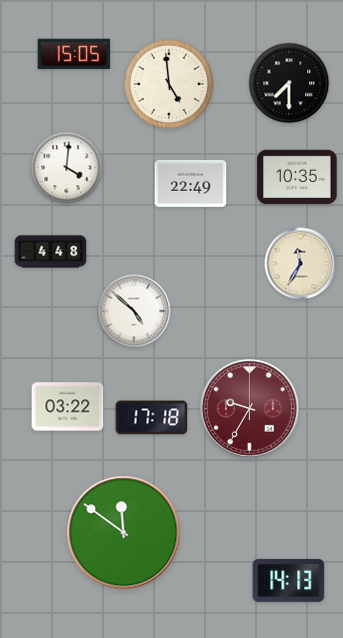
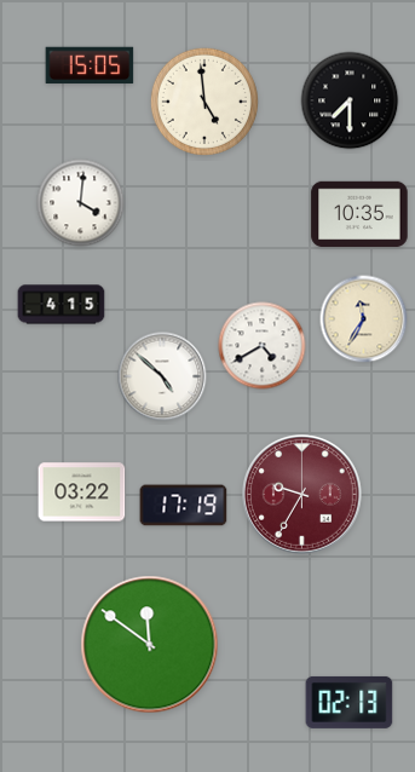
clock at (191, 183): 22:49 -> none
clock at (51, 252): 4:48 -> 4:15
clock at (263, 346): none -> 4:40
clock at (152, 418): 17:18 -> 17:19
clock at (289, 580): 14:13 -> 02:13
